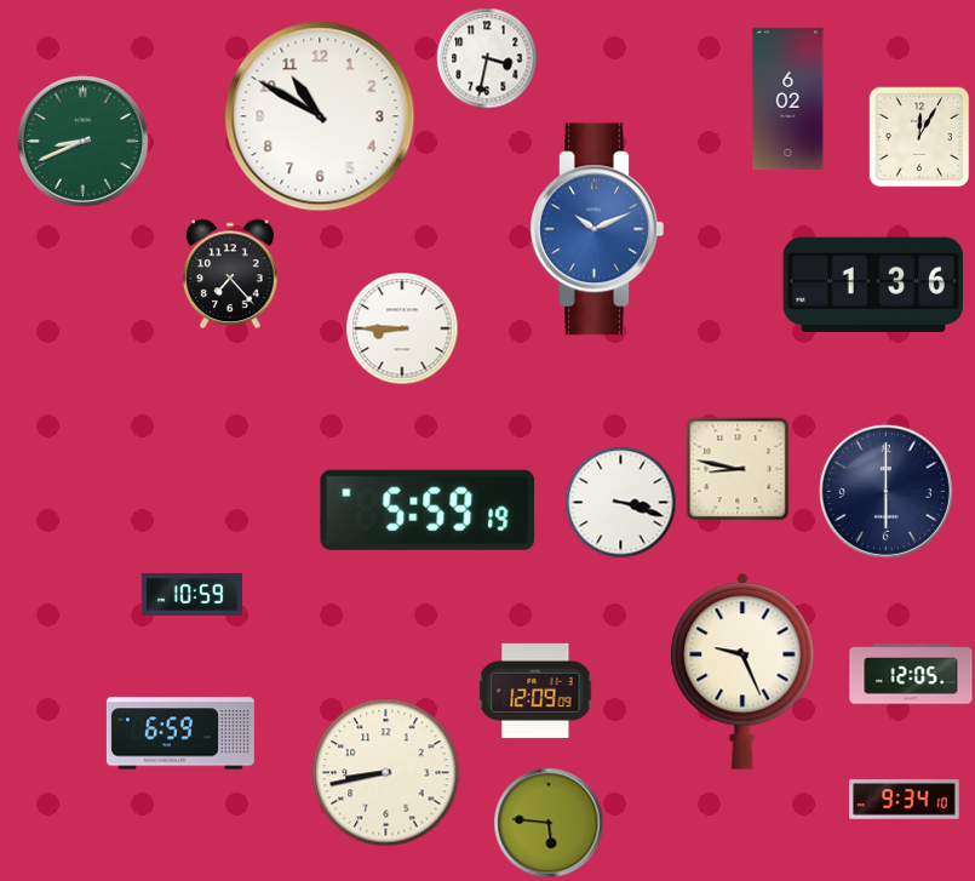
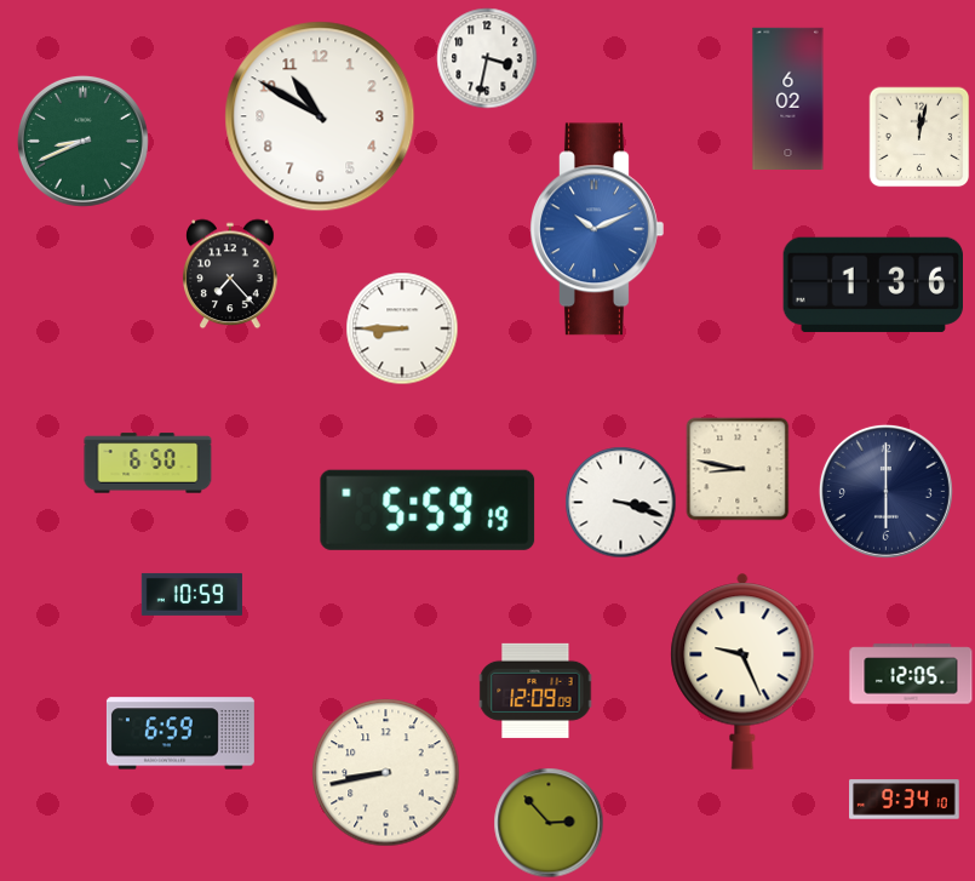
clock at (919, 137): 12:05 -> 12:02
clock at (148, 463): none -> 6:50
clock at (549, 823): 5:46 -> 2:53
